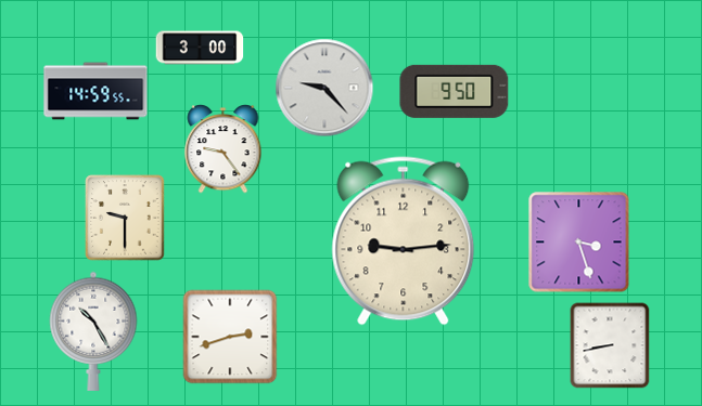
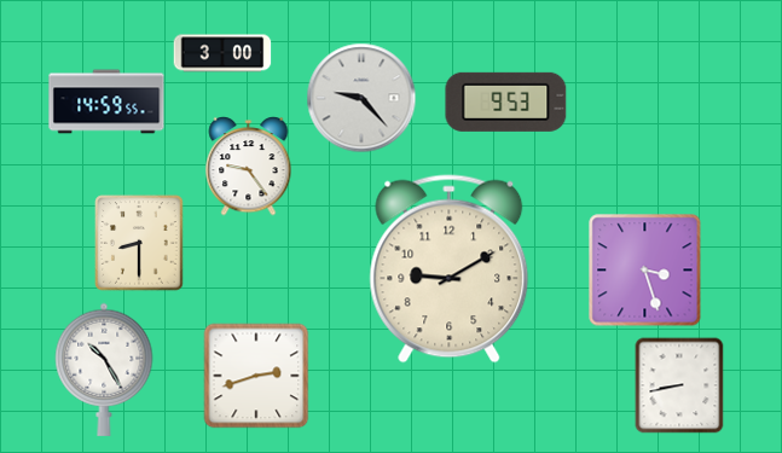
clock at (455, 91): 9:50 -> 9:53
clock at (125, 218): 9:30 -> 8:30
clock at (404, 241): 9:14 -> 9:10
